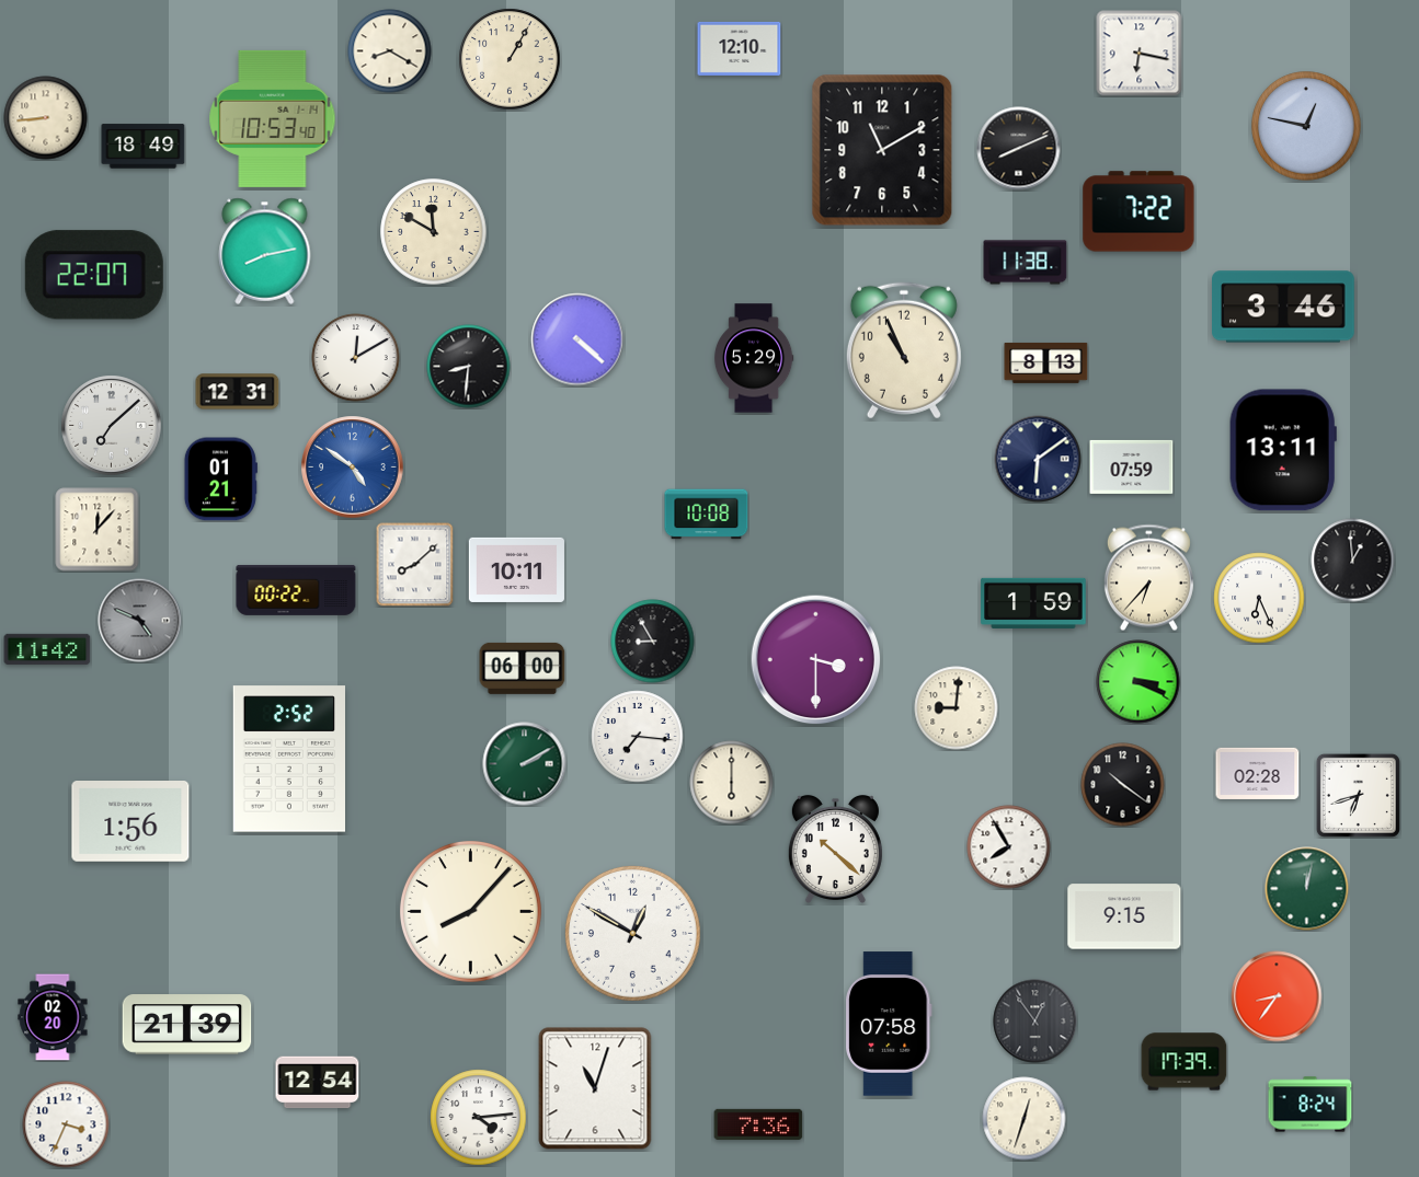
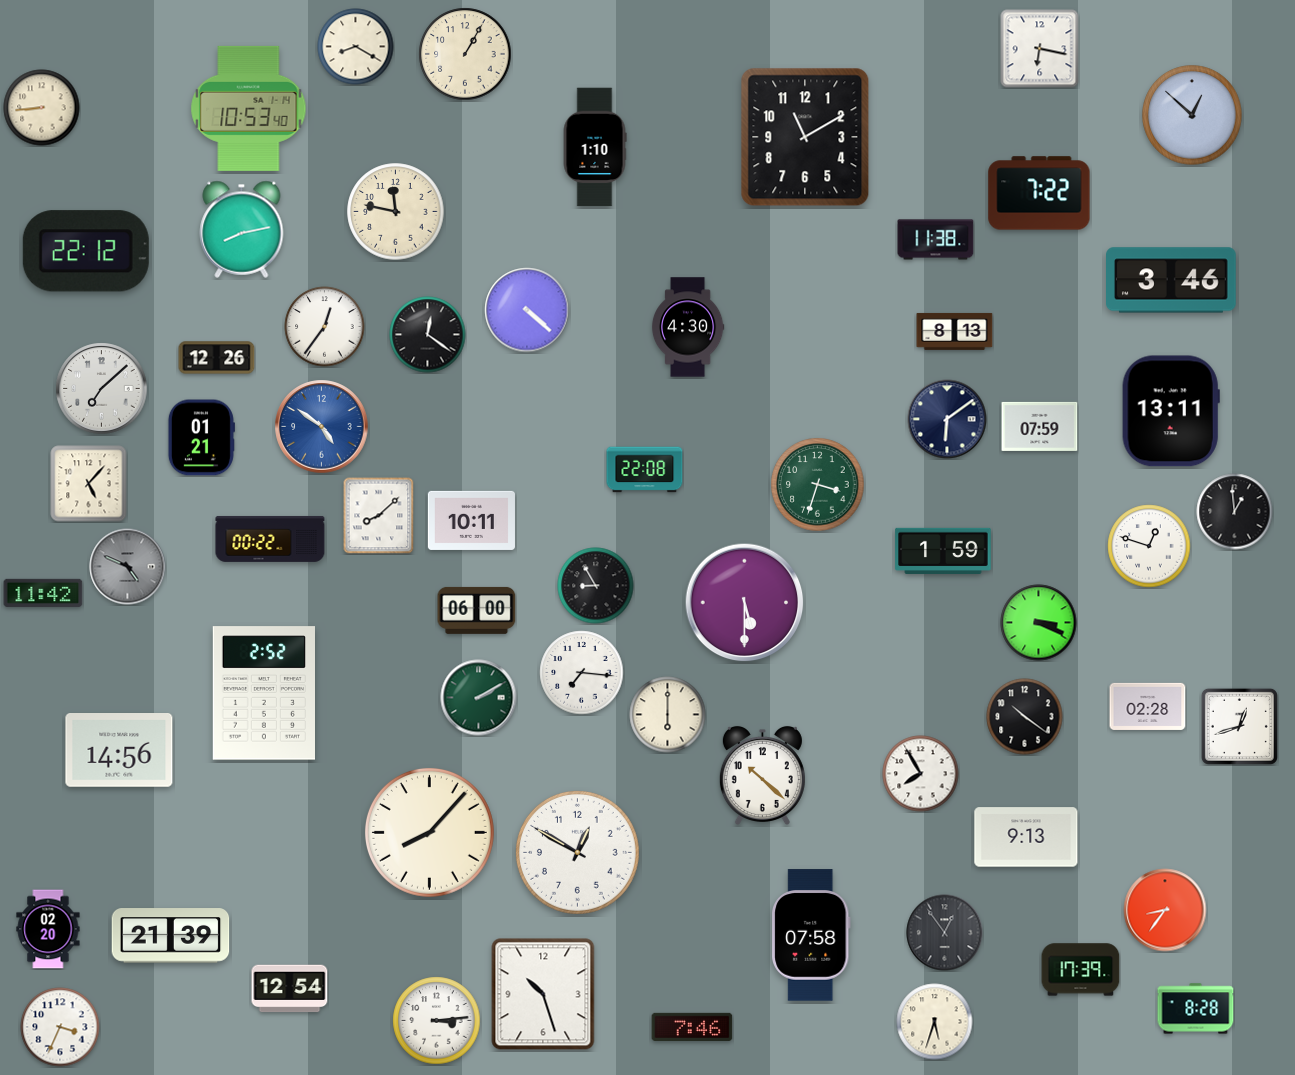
clock at (740, 48): 12:10 -> none
clock at (1306, 126): 12:47 -> 12:52
clock at (144, 147): 18:49 -> none
clock at (1019, 149): 8:11 -> none
clock at (595, 147): none -> 1:10
clock at (434, 232): 11:50 -> 11:47
clock at (94, 275): 22:07 -> 22:12
clock at (904, 350): 10:56 -> none
clock at (356, 358): 12:10 -> 12:36
clock at (754, 358): 5:29 -> 4:30
clock at (469, 367): 8:31 -> 12:21
clock at (238, 392): 12:31 -> 12:26
clock at (1132, 466) position: (1132, 466) -> (1040, 426)
clock at (707, 515): 10:08 -> 22:08
clock at (98, 530): 12:07 -> 5:07
clock at (818, 485): none -> 3:33
clock at (1148, 578): 6:37 -> none
clock at (1259, 598): 6:26 -> 12:48
clock at (816, 660): 3:30 -> 5:30
clock at (957, 708): 9:01 -> none
clock at (1358, 795): 6:42 -> 12:42
clock at (130, 822): 1:56 -> 14:56
clock at (1307, 889): 12:02 -> none
clock at (1124, 916): 9:15 -> 9:13
clock at (595, 1088): 11:03 -> 10:27
clock at (1311, 1105): 8:24 -> 8:28
clock at (479, 1118): 4:14 -> 3:14
clock at (1025, 1119): 12:33 -> 5:33
clock at (758, 1124): 7:36 -> 7:46
